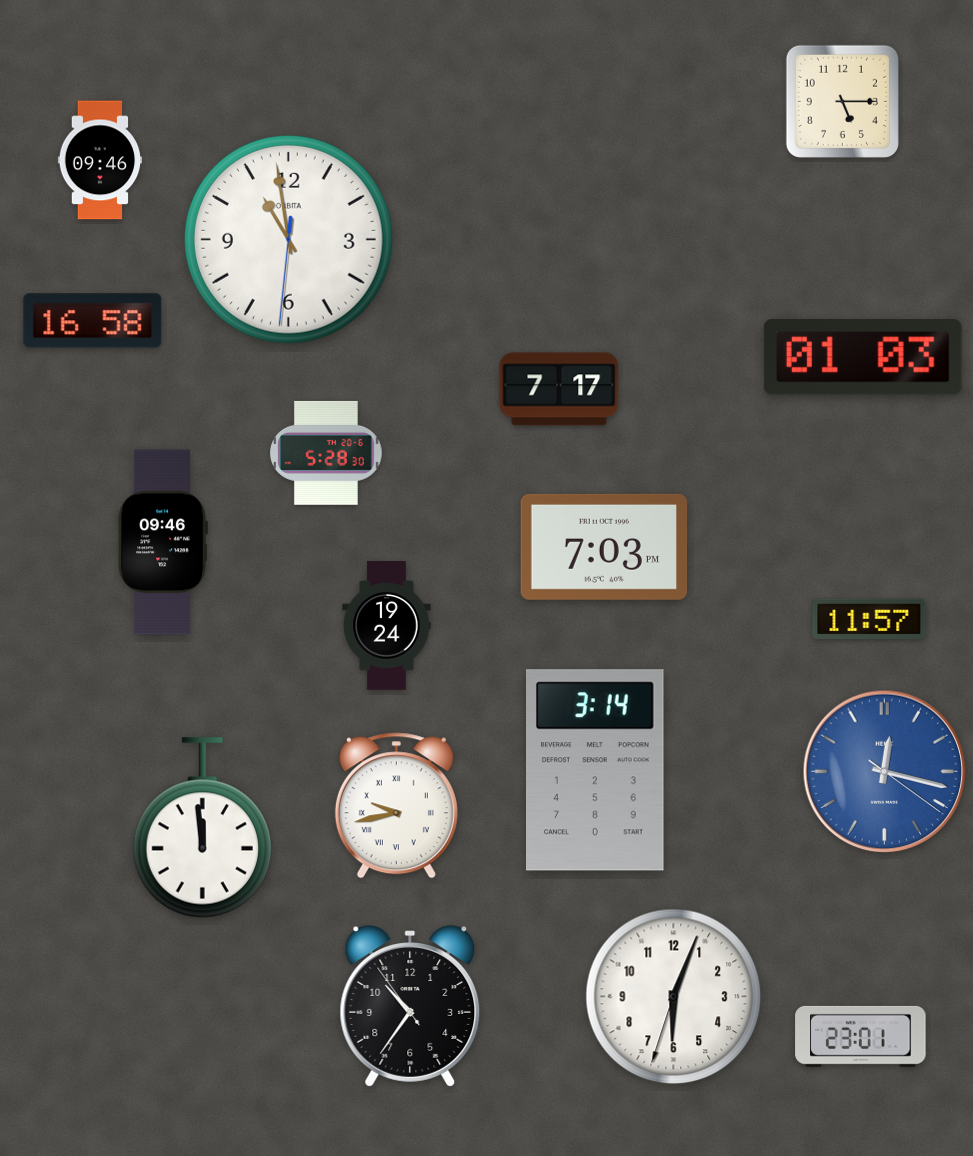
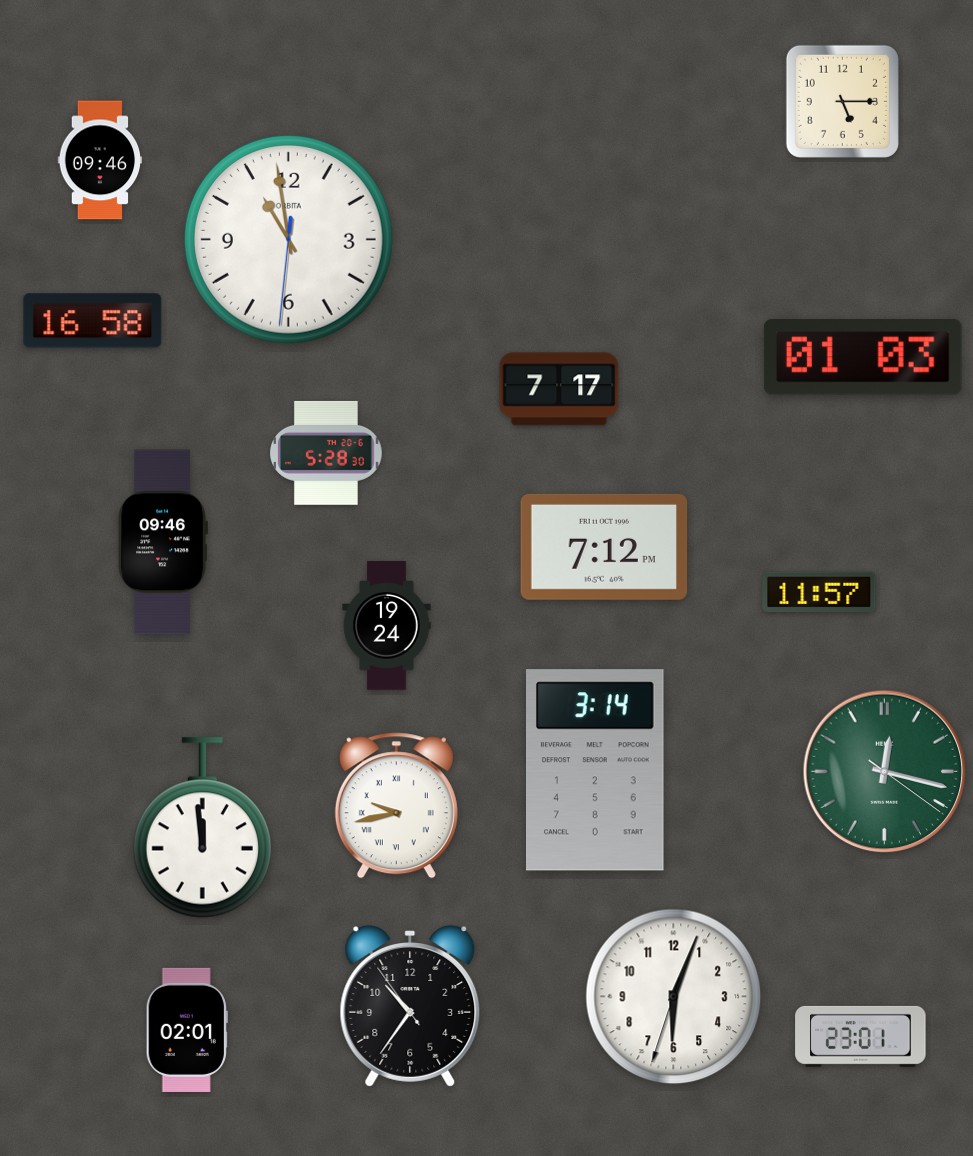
clock at (604, 547): 7:03 -> 7:12
clock at (869, 618) position: (869, 618) -> (819, 591)
clock at (885, 772) dial: blue -> green
clock at (187, 1030): none -> 02:01
